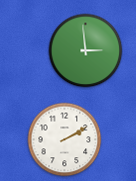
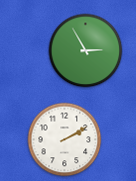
clock at (86, 51): 2:59 -> 2:55
